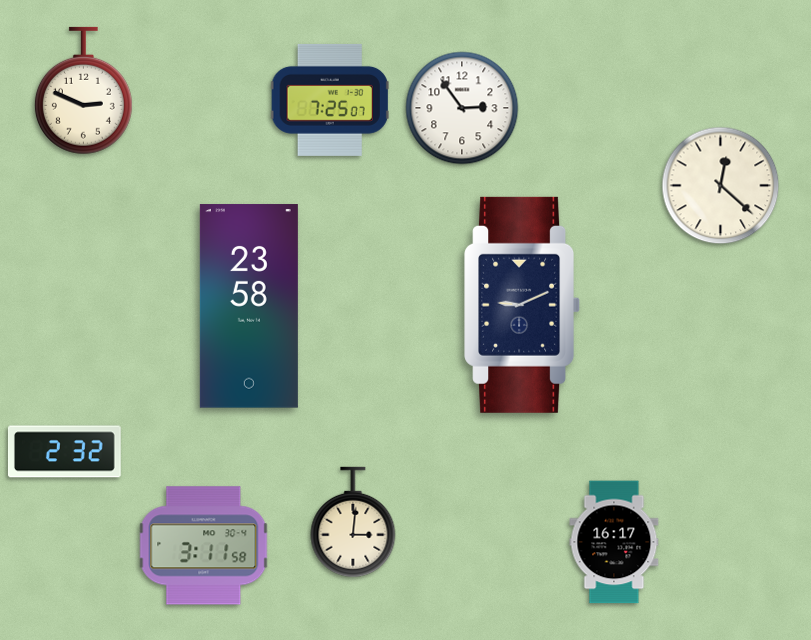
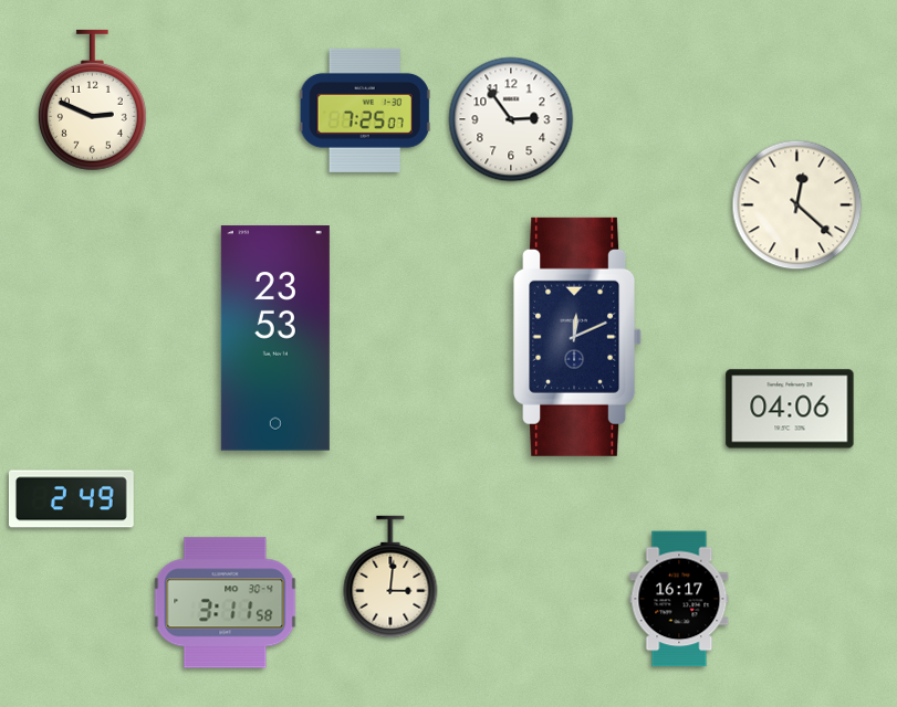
clock at (523, 305): 9:11 -> 12:11
clock at (249, 306): 23:58 -> 23:53
clock at (790, 409): none -> 04:06
clock at (64, 452): 2:32 -> 2:49
